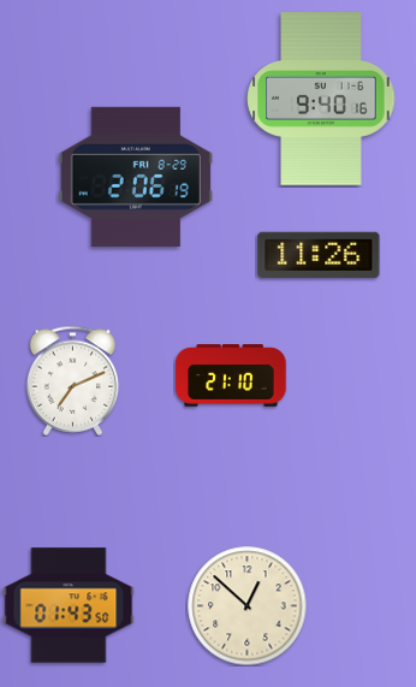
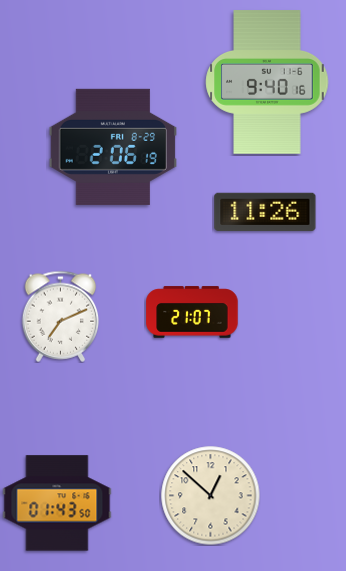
clock at (231, 375): 21:10 -> 21:07
clock at (248, 606) position: (248, 606) -> (211, 496)
